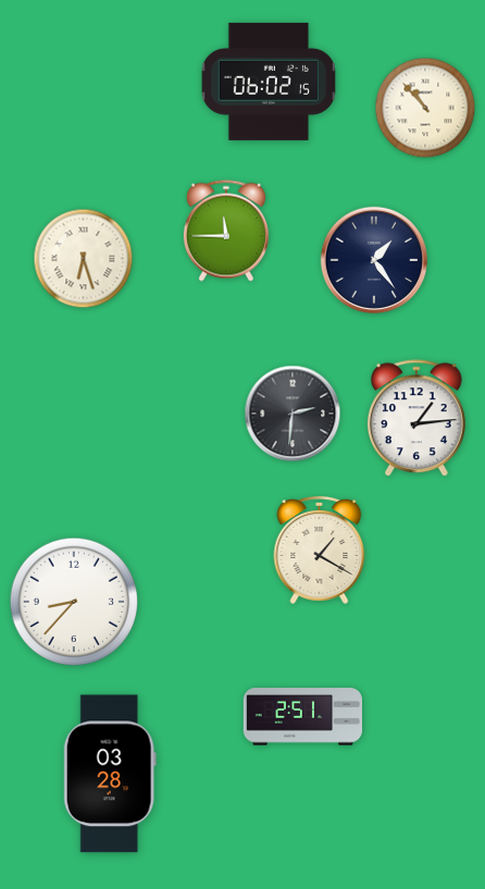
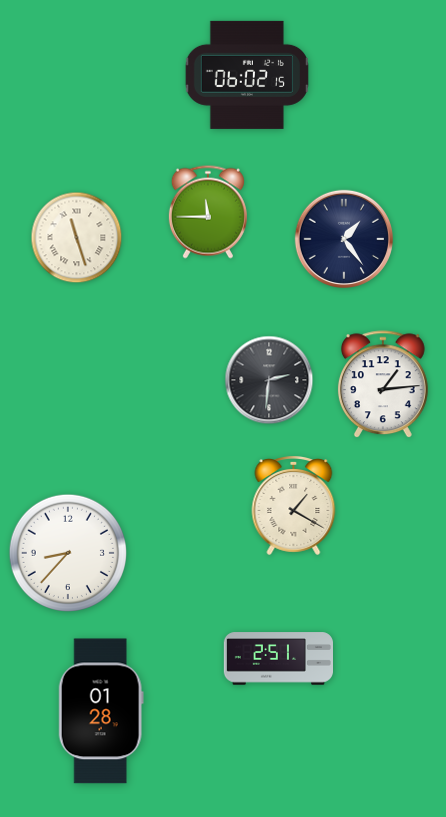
clock at (425, 108): 10:53 -> none
clock at (84, 259): 6:27 -> 11:27
clock at (110, 774): 03:28 -> 01:28
